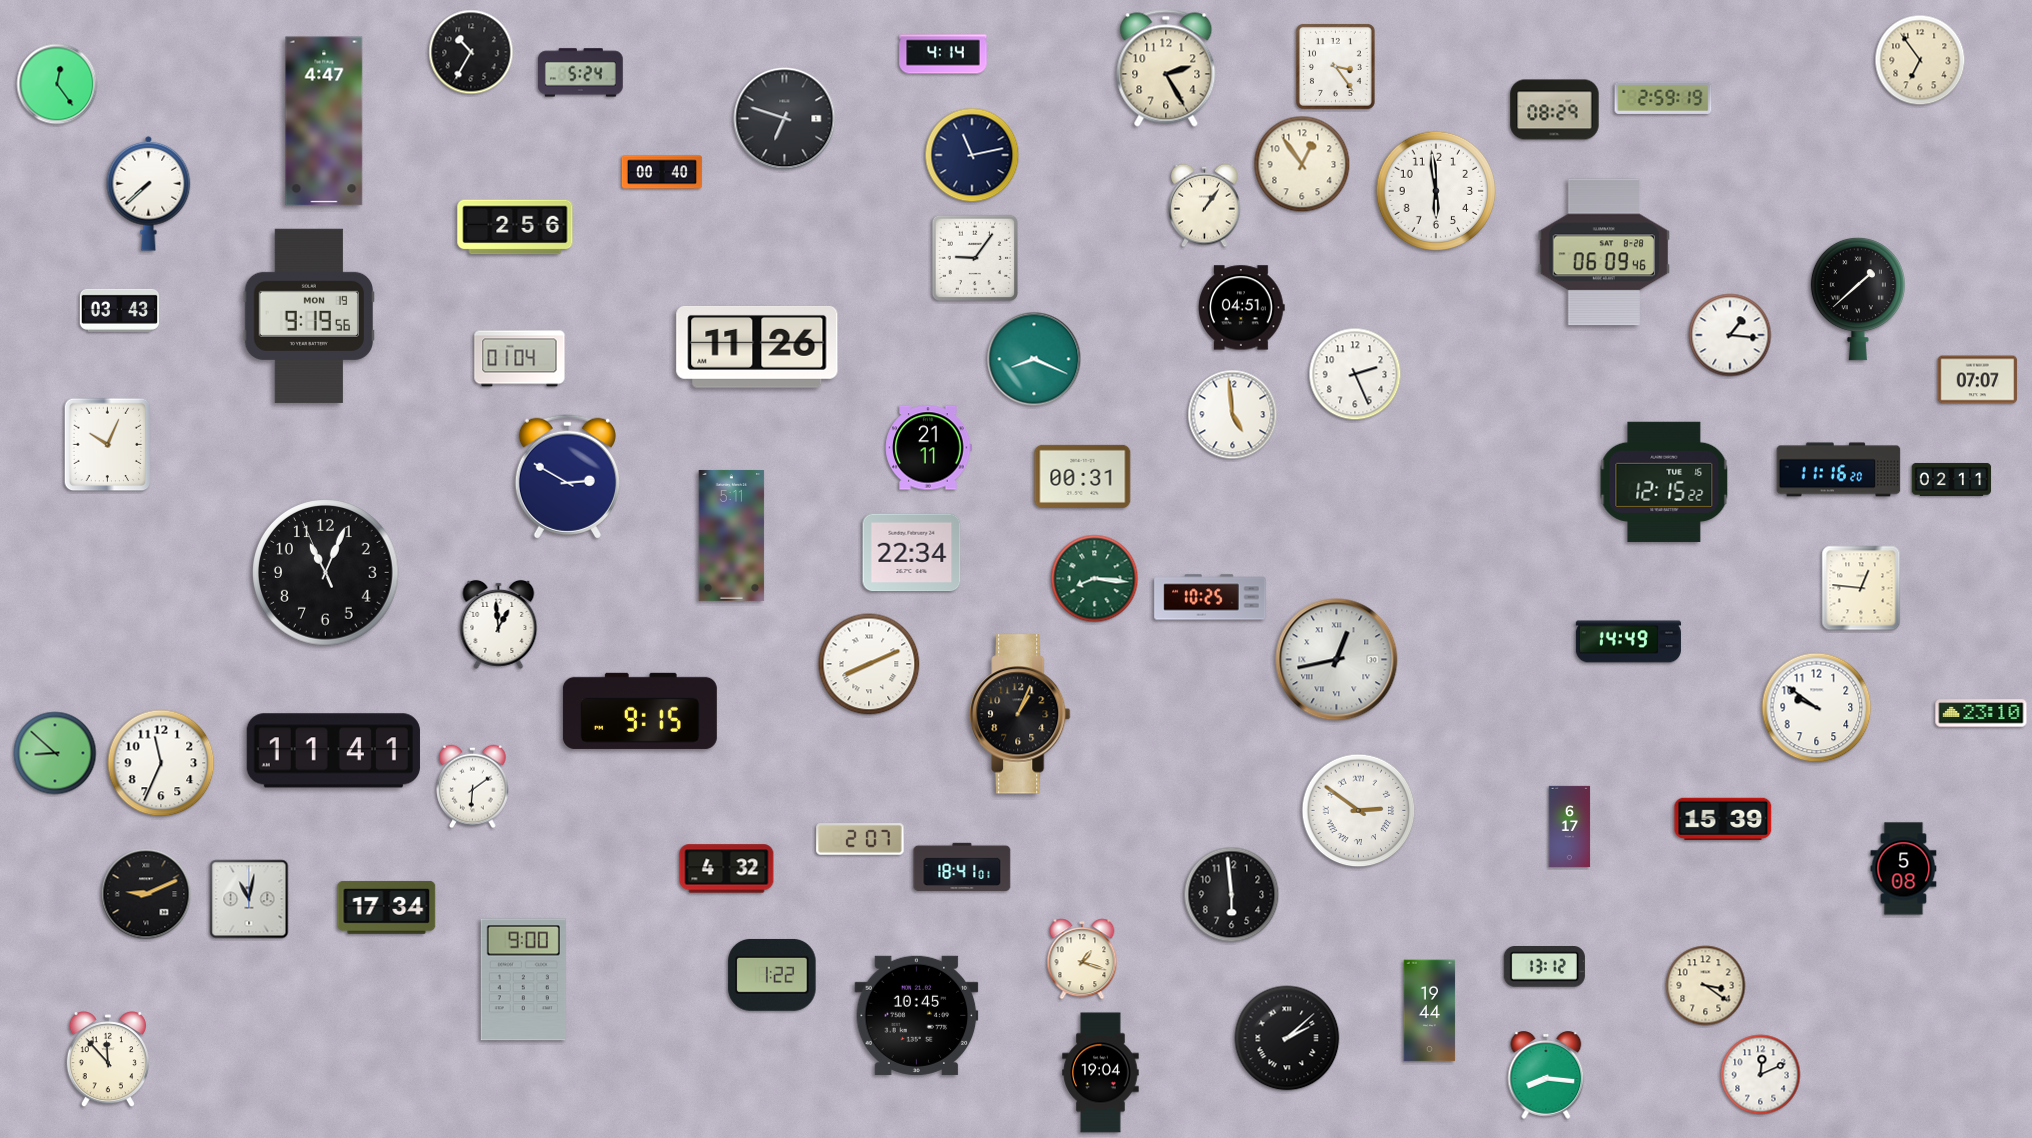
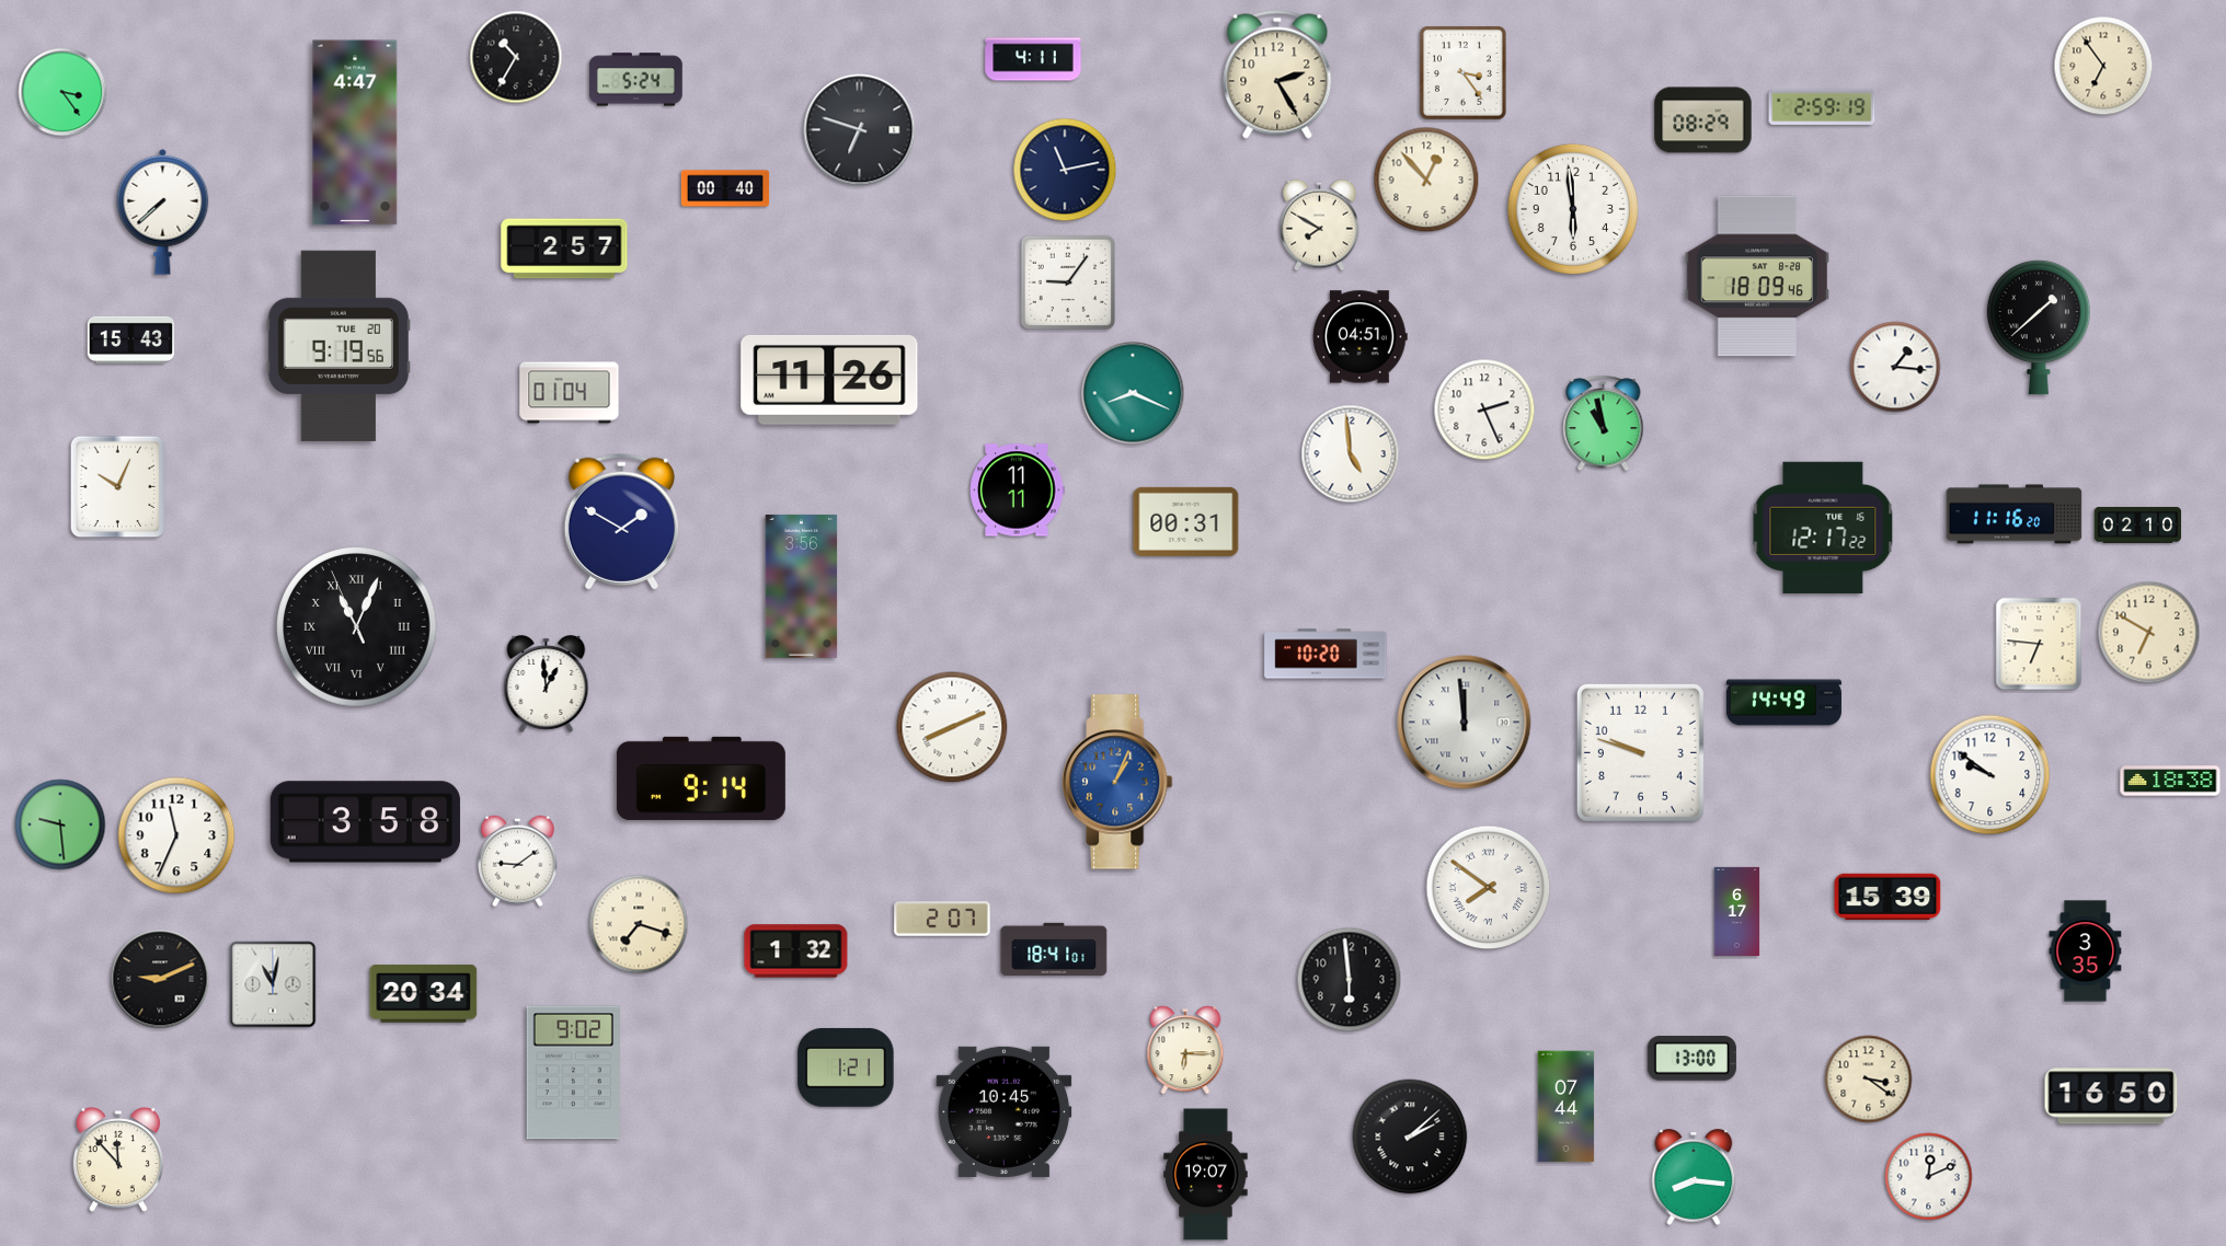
clock at (943, 54): 4:14 -> 4:11
clock at (57, 84): 12:24 -> 3:24
clock at (1302, 164): 12:54 -> 12:53
clock at (1205, 206): 1:06 -> 7:50
clock at (515, 227): 2:56 -> 2:57
clock at (1604, 252): 06:09 -> 18:09
clock at (1858, 299) position: (1858, 299) -> (2039, 327)
clock at (120, 310): 03:43 -> 15:43
clock at (308, 316) date: MON 19 -> TUE 20
clock at (1978, 380): 07:07 -> none
clock at (1604, 424): none -> 10:58
clock at (929, 448): 21:11 -> 11:11
clock at (567, 476): 2:50 -> 1:50
clock at (1952, 479): 02:11 -> 02:10
clock at (1664, 482): 12:15 -> 12:17
clock at (732, 535): 5:11 -> 3:56
clock at (912, 553): 22:34 -> none
clock at (326, 573) numerals: Arabic -> Roman
clock at (2149, 633): none -> 6:50
clock at (1095, 579): 8:16 -> none
clock at (1861, 588): 12:46 -> 6:46
clock at (1210, 597): 10:25 -> 10:20
clock at (1337, 660): 12:43 -> 11:59
clock at (1640, 752): none -> 9:48
clock at (640, 711): 9:15 -> 9:14
clock at (1981, 713): 23:10 -> 18:38
clock at (1020, 714) dial: black -> blue
clock at (333, 751): 11:41 -> 3:58
clock at (55, 753): 8:52 -> 9:29
clock at (473, 787): 6:09 -> 9:09
clock at (1359, 811): 2:51 -> 7:51
clock at (1570, 826) position: (1570, 826) -> (1737, 911)
clock at (639, 924): none -> 7:18
clock at (727, 869): 4:32 -> 1:32
clock at (1904, 869): 5:08 -> 3:35
clock at (387, 907): 17:34 -> 20:34
clock at (1082, 959): 1:18 -> 6:15
clock at (1544, 967): 13:12 -> 13:00
clock at (772, 975): 1:22 -> 1:21
clock at (523, 980): 9:00 -> 9:02
clock at (2111, 1096): none -> 16:50
clock at (1430, 1011): 19:44 -> 07:44
clock at (1101, 1073): 19:04 -> 19:07
